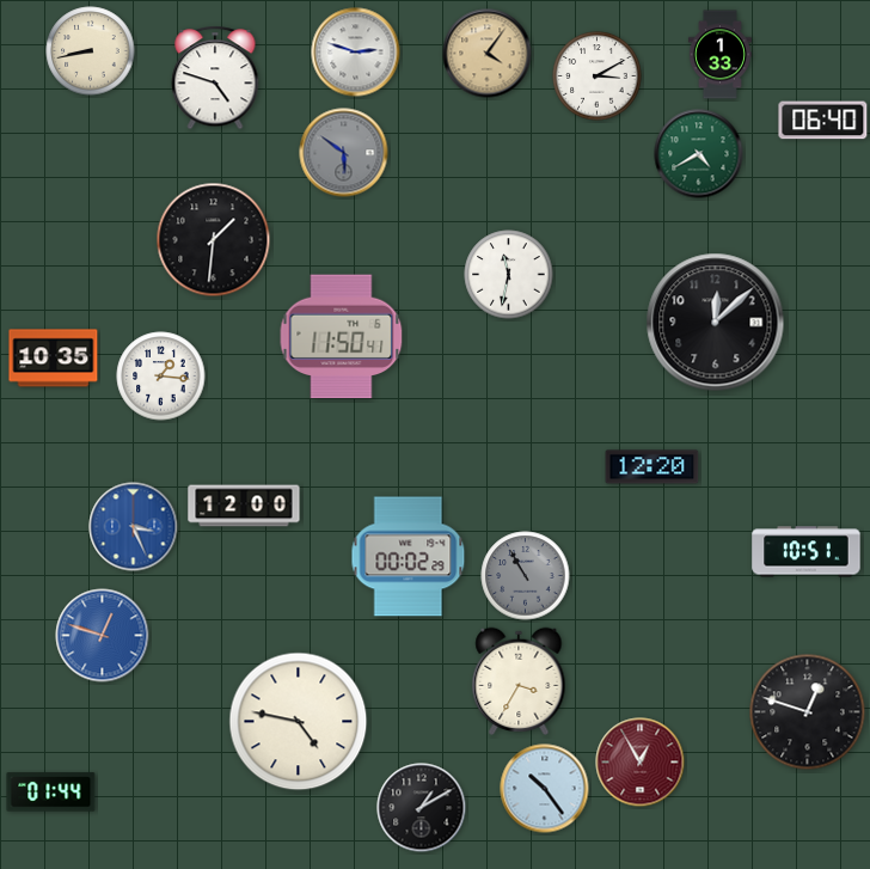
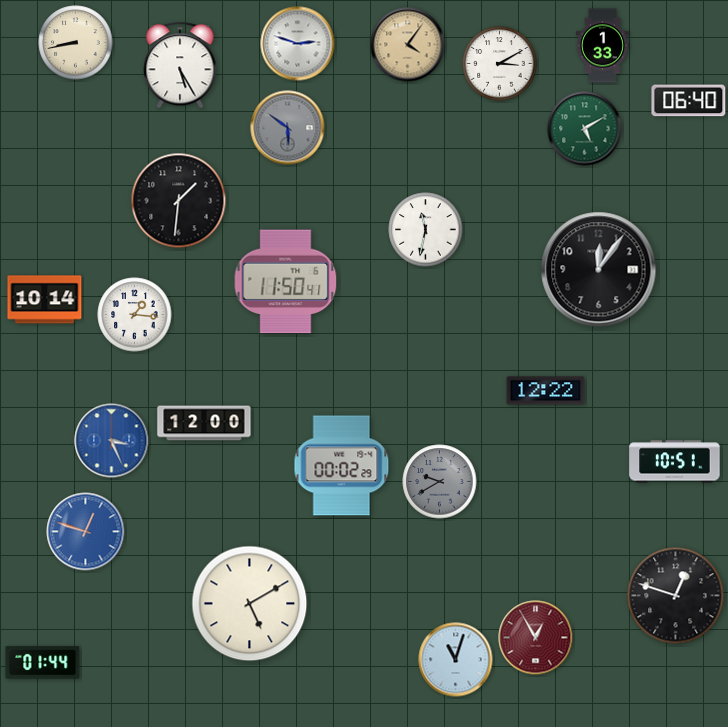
clock at (215, 78): 4:48 -> 5:25
clock at (699, 154): 4:40 -> 5:10
clock at (716, 323): 12:08 -> 12:06
clock at (54, 359): 10:35 -> 10:14
clock at (652, 467): 12:20 -> 12:22
clock at (526, 576): 10:55 -> 9:40
clock at (519, 681): 3:35 -> none
clock at (299, 722): 4:47 -> 5:10
clock at (545, 789): 10:24 -> 11:03
clock at (422, 808): 1:10 -> none
